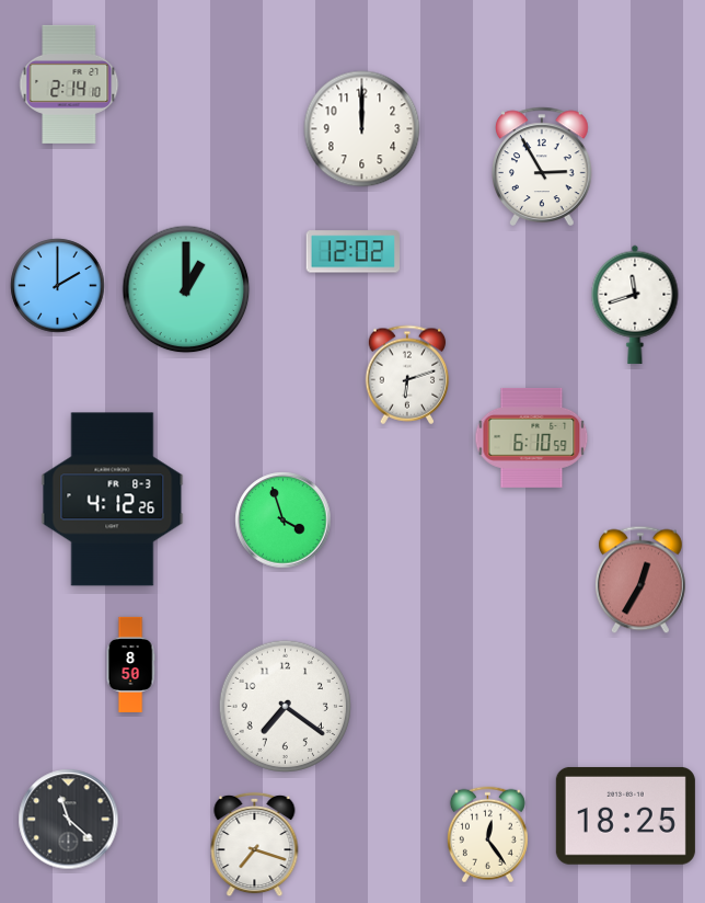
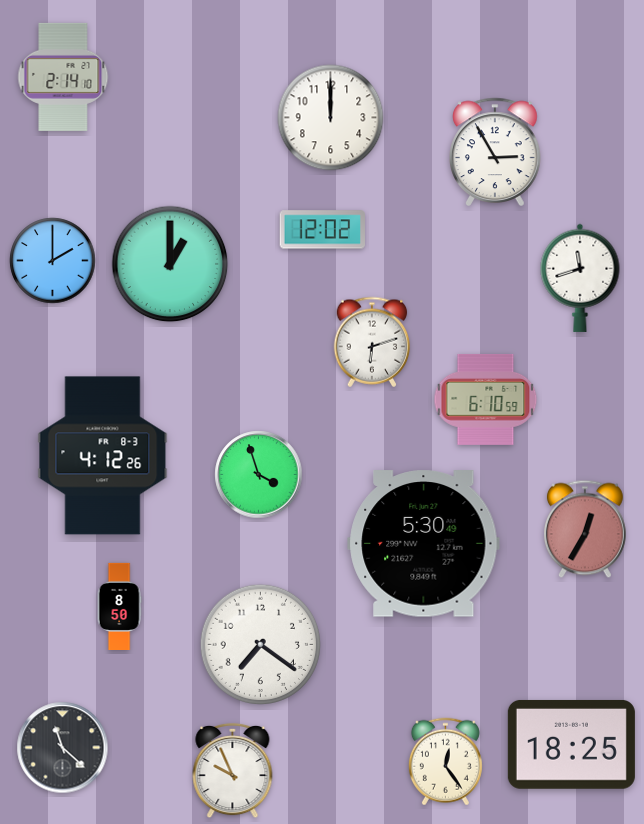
clock at (424, 544): none -> 5:30
clock at (255, 845): 7:18 -> 9:56
